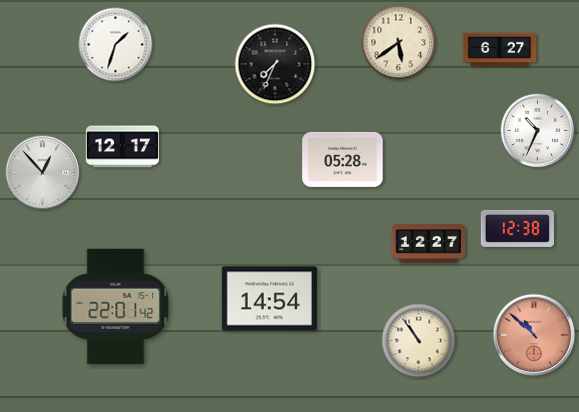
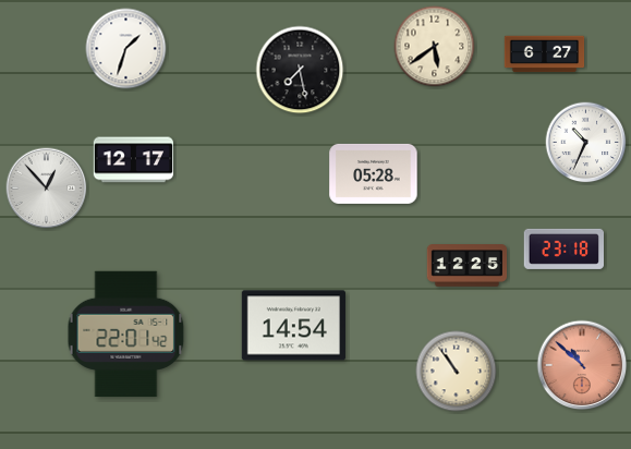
clock at (275, 64): 7:34 -> 7:28
clock at (517, 228): 12:38 -> 23:18
clock at (429, 244): 12:27 -> 12:25
